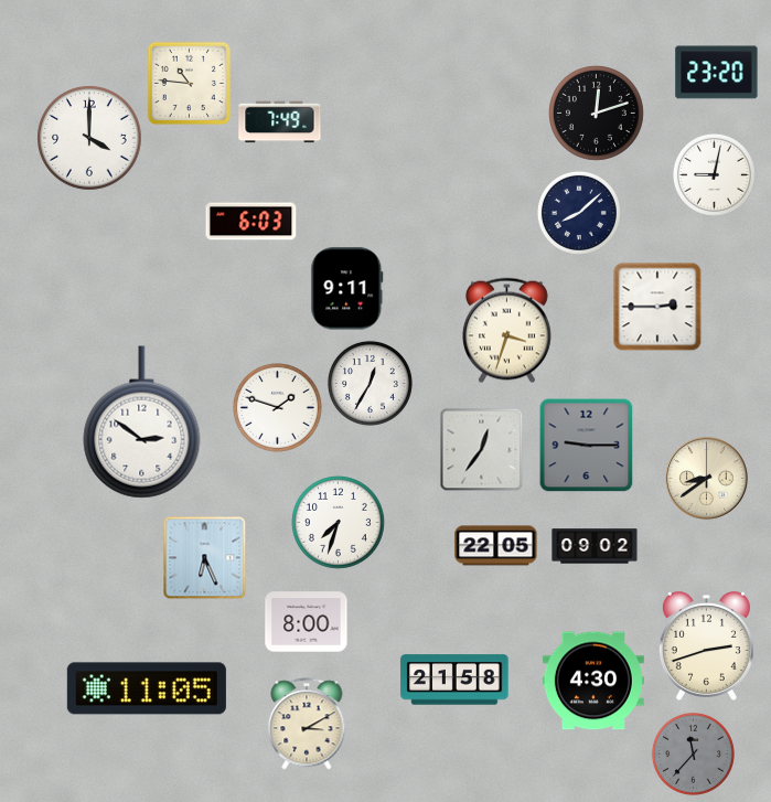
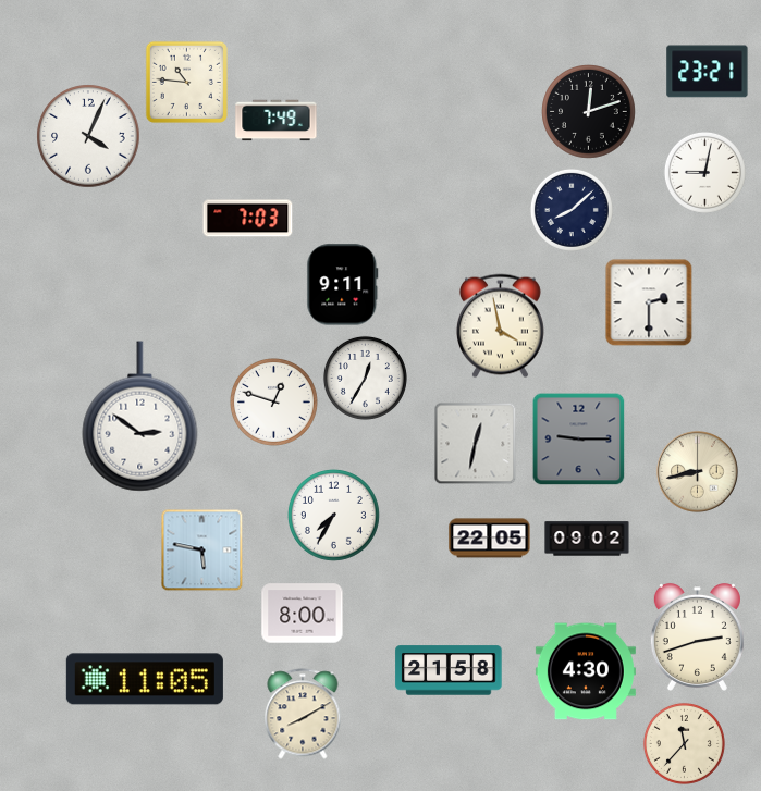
clock at (717, 73): 23:20 -> 23:21
clock at (89, 138): 4:00 -> 4:04
clock at (251, 222): 6:03 -> 7:03
clock at (657, 307): 2:45 -> 2:30
clock at (506, 331): 3:33 -> 3:58
clock at (277, 407): 1:48 -> 12:48
clock at (482, 450): 12:36 -> 12:32
clock at (707, 479): 8:39 -> 8:43
clock at (338, 522): 7:33 -> 7:35
clock at (205, 558): 6:26 -> 5:47
clock at (307, 724): 3:10 -> 8:10
clock at (693, 753) dial: grey -> cream
